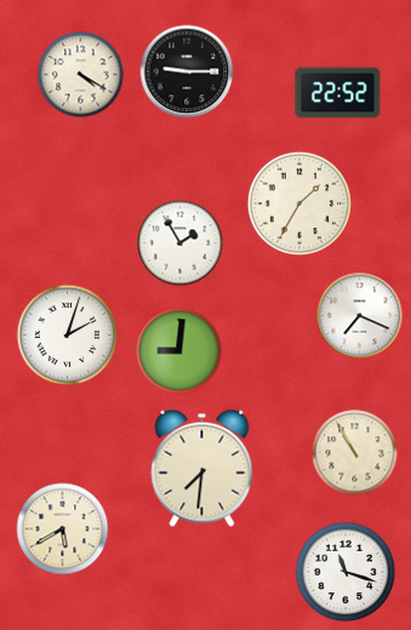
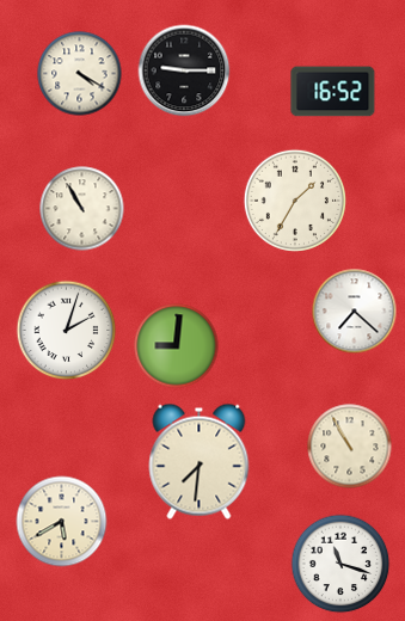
clock at (338, 93): 22:52 -> 16:52
clock at (82, 209): none -> 10:55
clock at (181, 244): 1:55 -> none
clock at (360, 316): 7:19 -> 7:22
